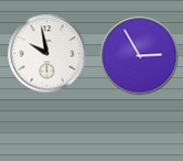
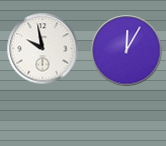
clock at (140, 56): 2:55 -> 12:05
